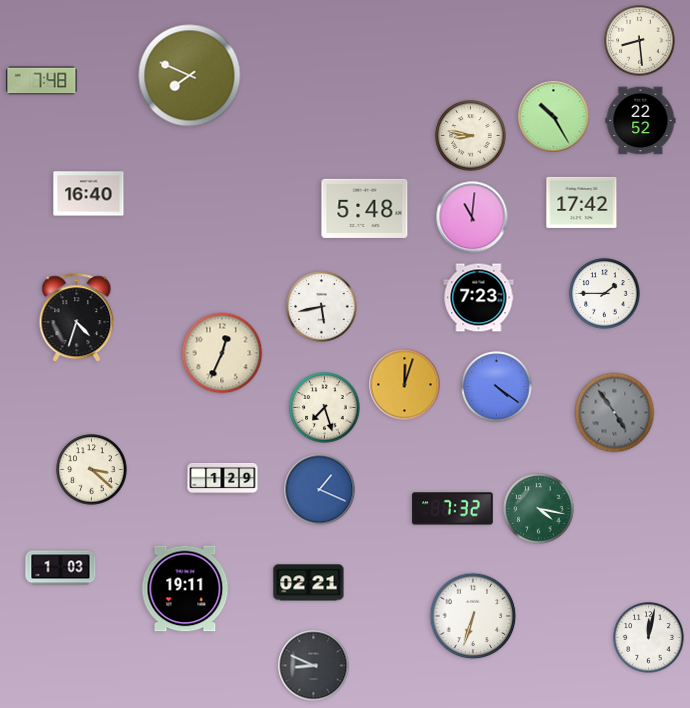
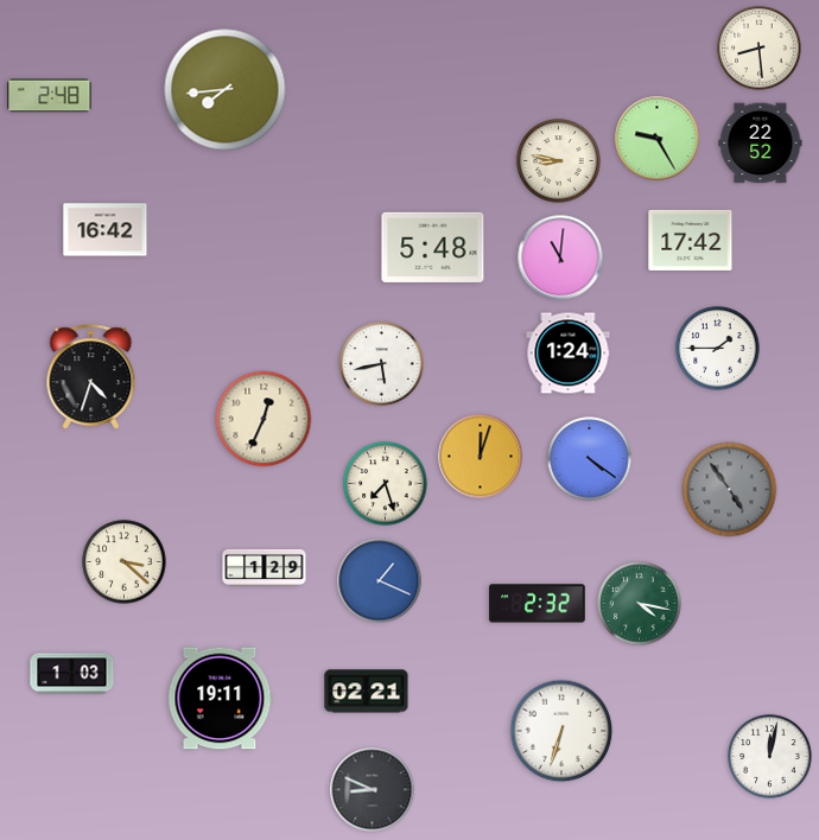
clock at (190, 76): 7:49 -> 7:44
clock at (42, 81): 7:48 -> 2:48
clock at (554, 117): 10:25 -> 9:25
clock at (89, 194): 16:40 -> 16:42
clock at (479, 298): 7:23 -> 1:24
clock at (92, 470) position: (92, 470) -> (125, 562)
clock at (453, 509): 7:32 -> 2:32
